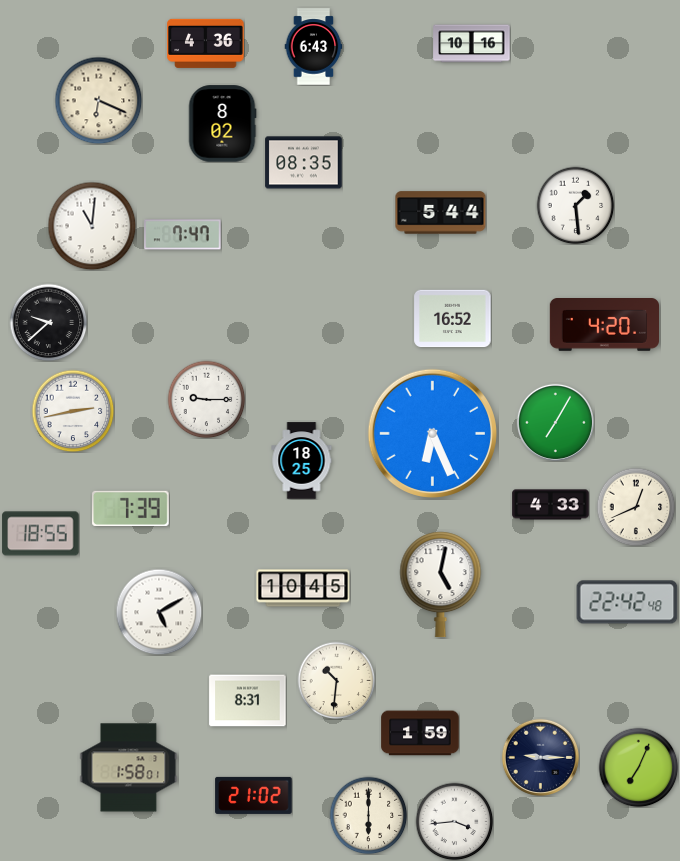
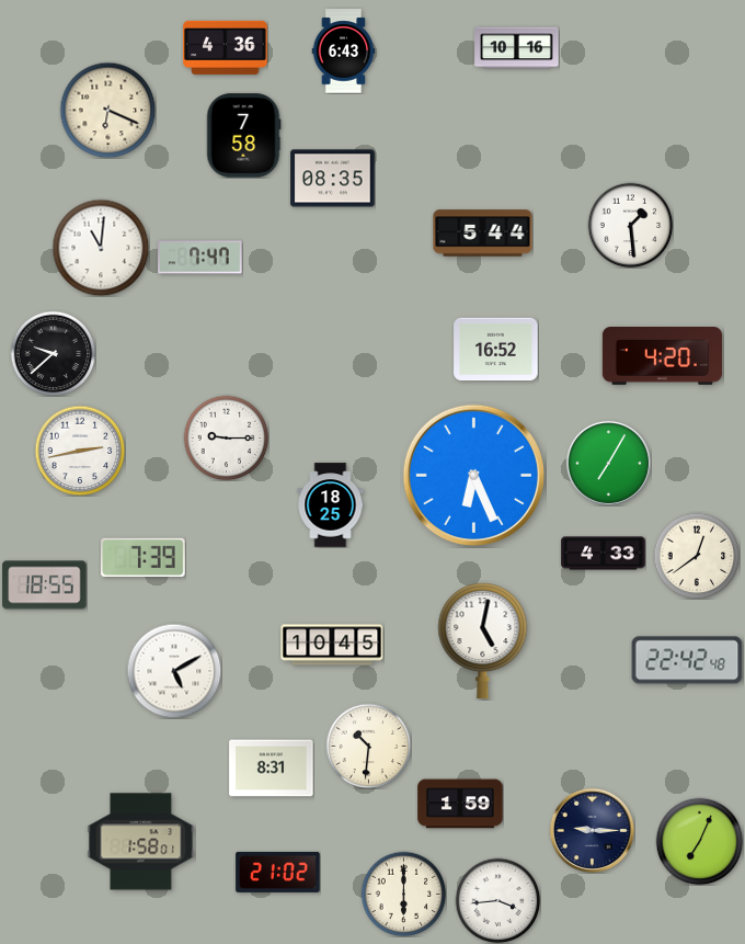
clock at (222, 124): 8:02 -> 7:58
clock at (636, 507): 12:41 -> 12:39
